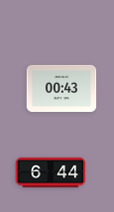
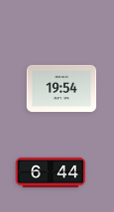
clock at (62, 88): 00:43 -> 19:54
